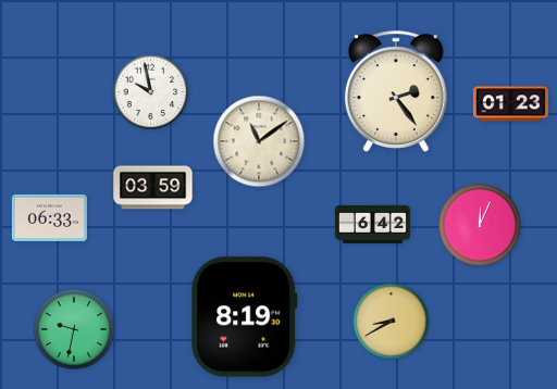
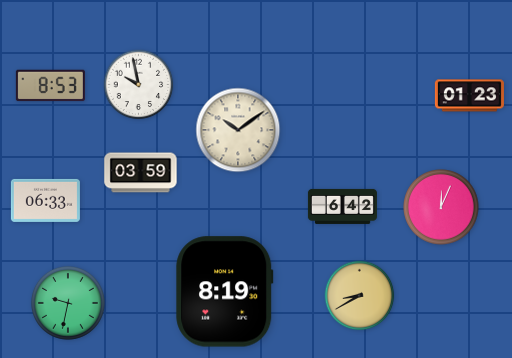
clock at (396, 91): 2:24 -> none
clock at (50, 86): none -> 8:53
clock at (259, 141): 11:09 -> 10:09
